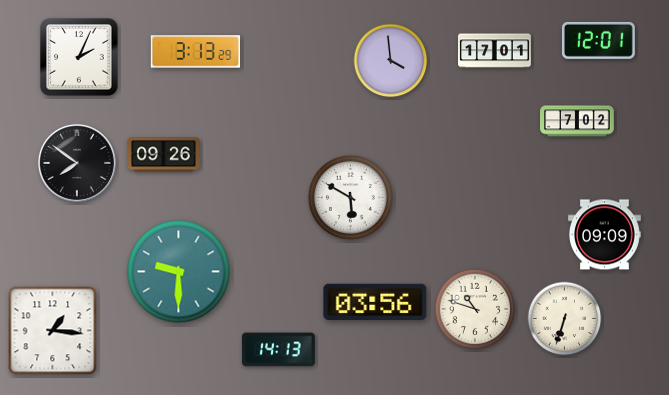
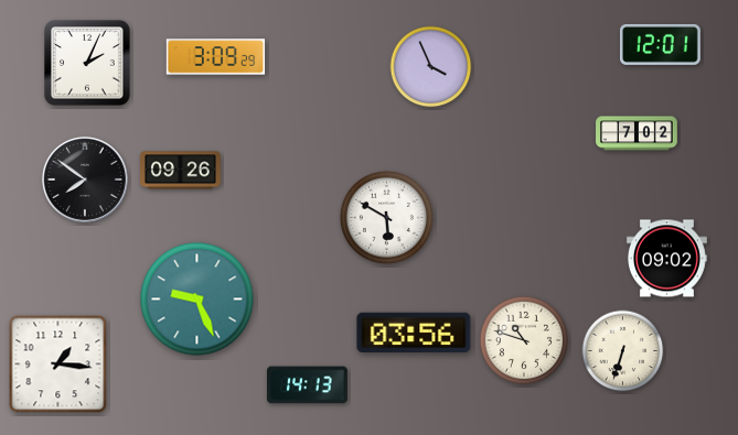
clock at (495, 51): 17:01 -> none
clock at (196, 52): 3:13 -> 3:09
clock at (391, 61): 3:59 -> 3:56
clock at (604, 235): 09:09 -> 09:02
clock at (179, 272): 9:30 -> 9:26
